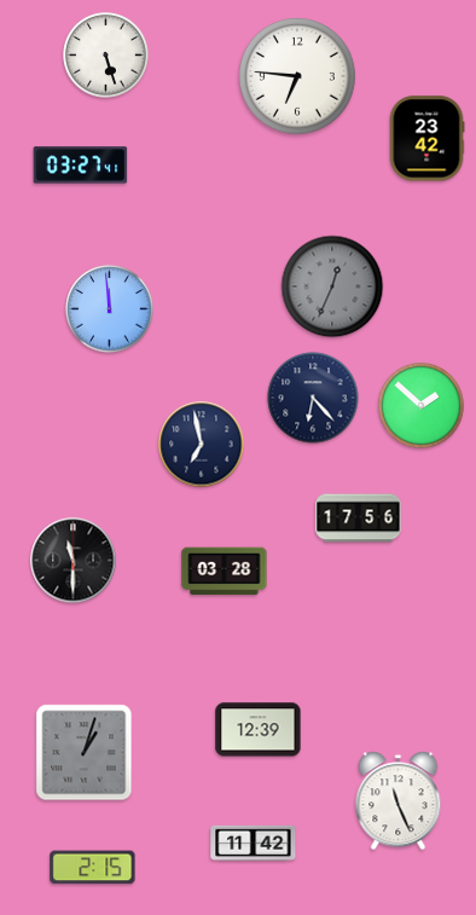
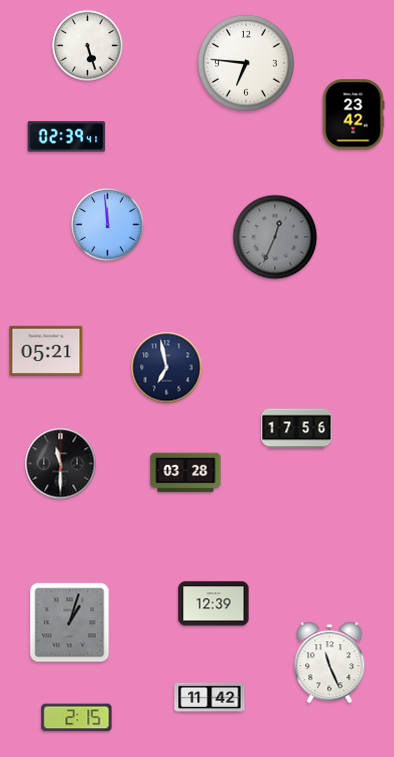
clock at (81, 166): 03:27 -> 02:39
clock at (110, 309) position: (110, 309) -> (108, 225)
clock at (313, 398): 6:23 -> none
clock at (422, 406): 1:52 -> none
clock at (46, 350): none -> 05:21
